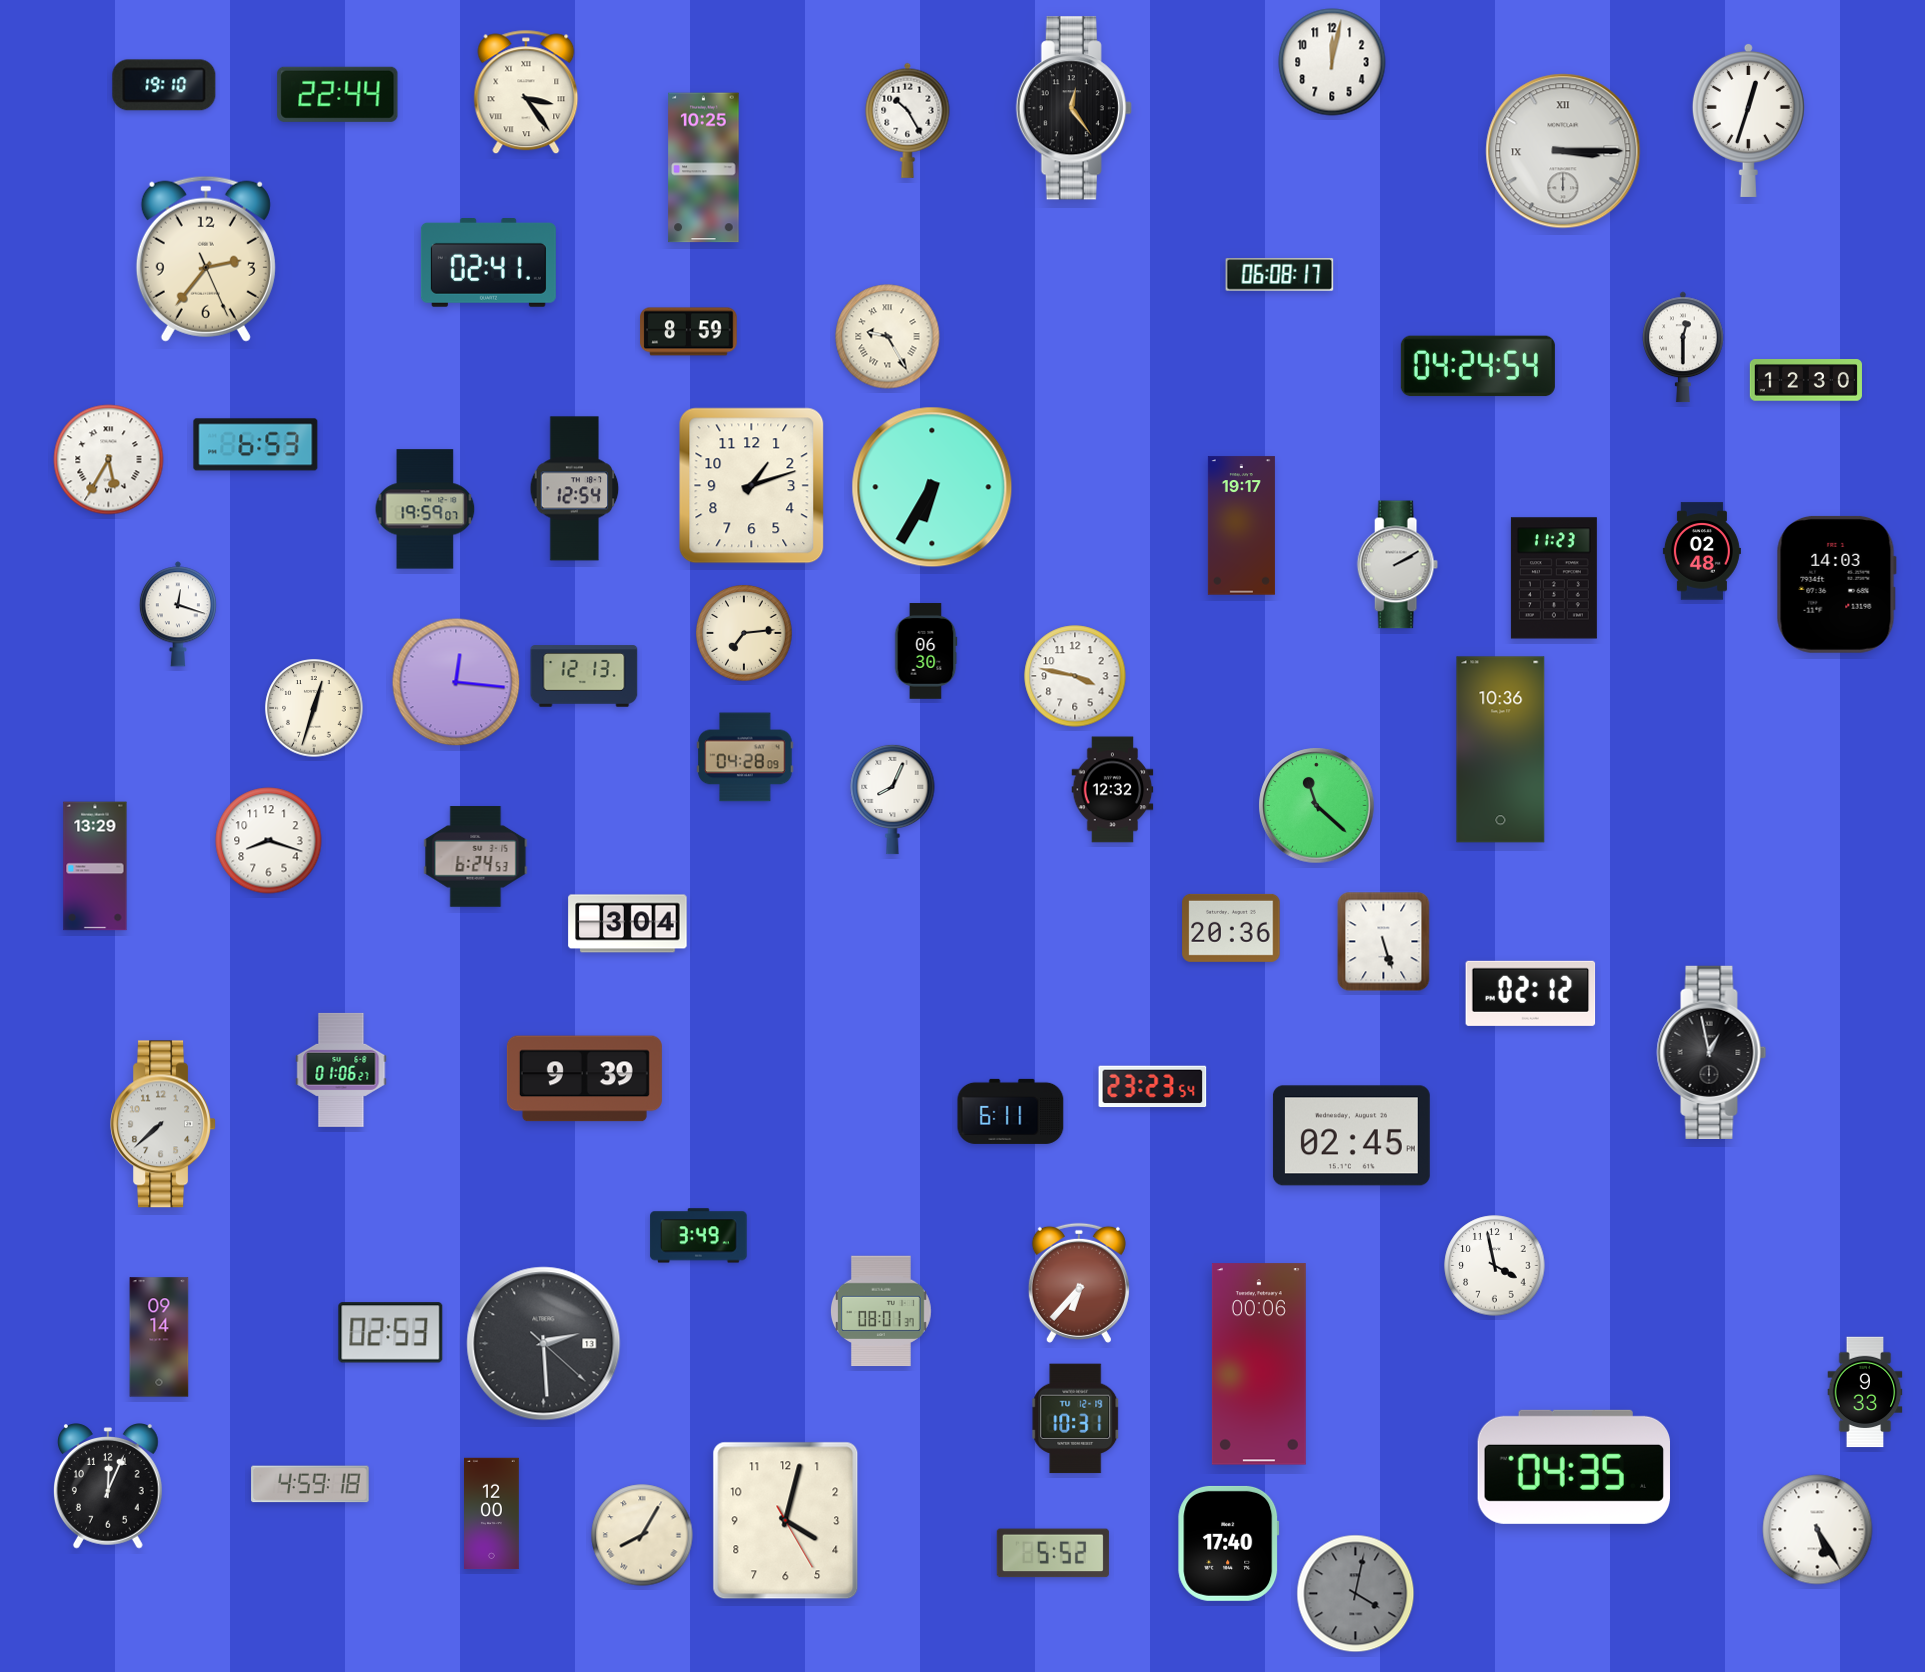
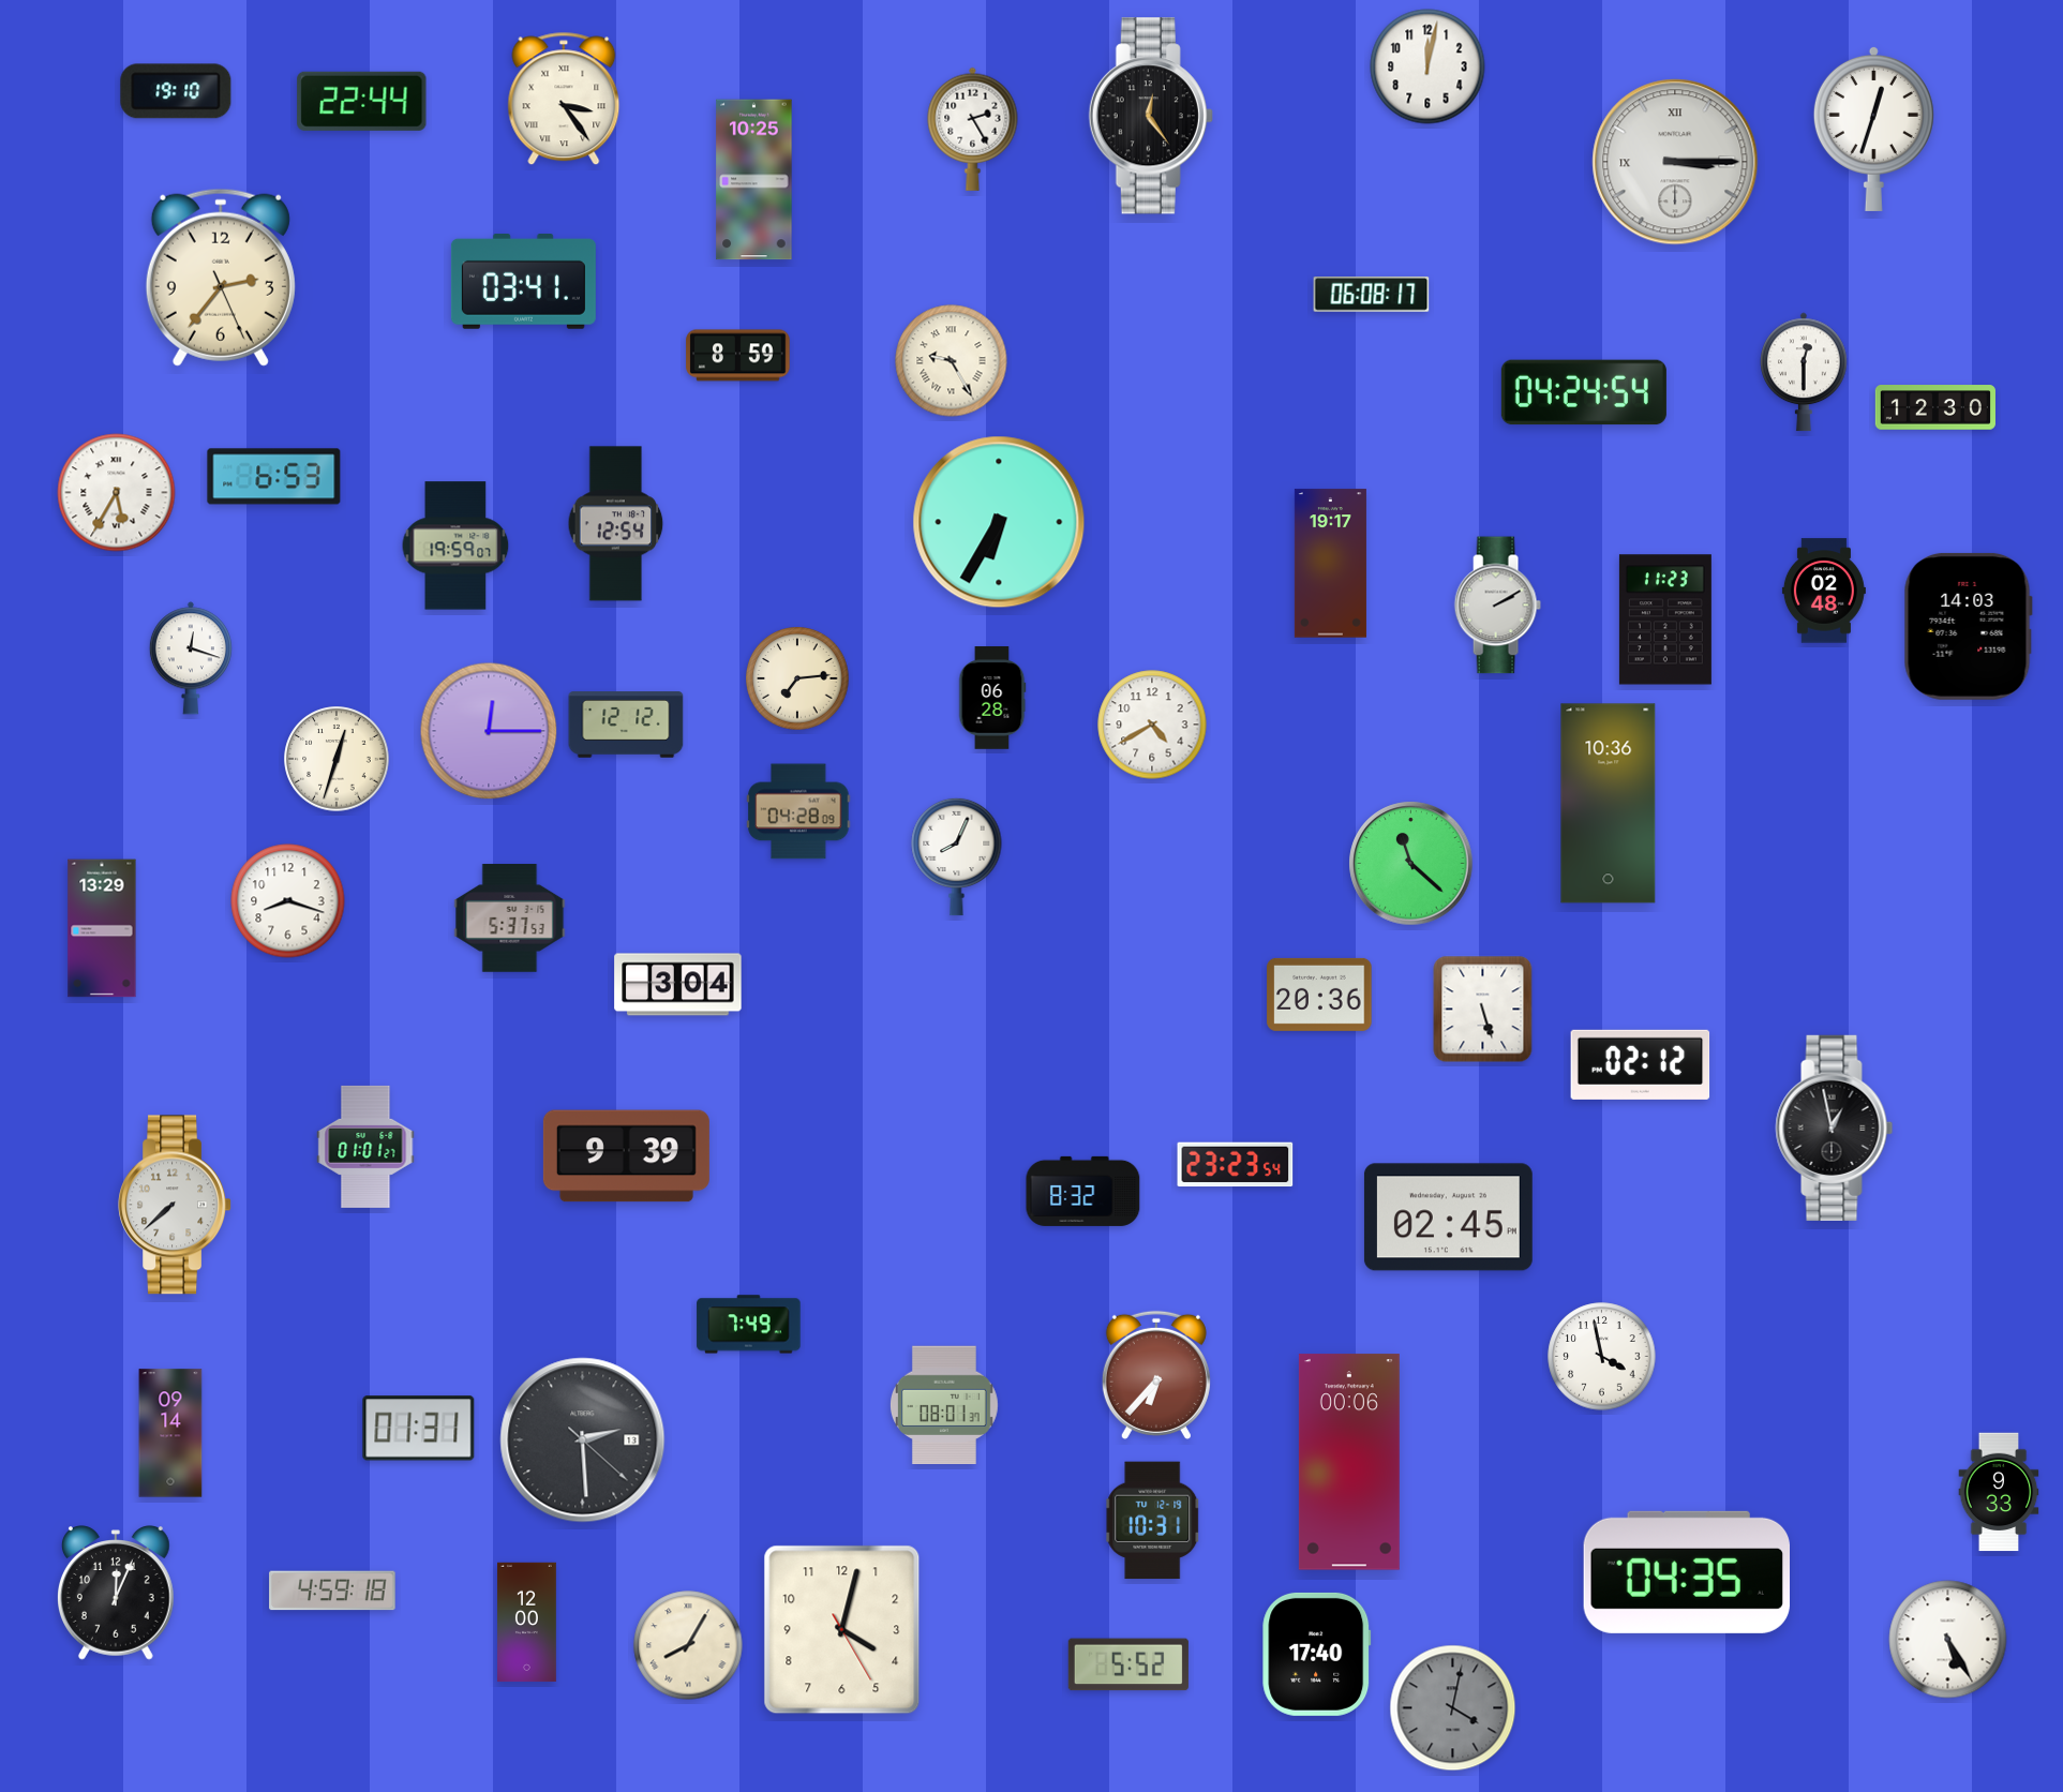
clock at (908, 120): 10:25 -> 2:25
clock at (488, 263): 02:41 -> 03:41
clock at (752, 486): 1:12 -> none
clock at (926, 651): 06:30 -> 06:28
clock at (584, 676): 12:13 -> 12:12
clock at (1075, 676): 3:47 -> 4:40
clock at (456, 682): 12:16 -> 12:15
clock at (1113, 790): 12:32 -> none
clock at (476, 857): 6:24 -> 5:37
clock at (628, 924) position: (628, 924) -> (678, 985)
clock at (341, 1070): 01:06 -> 01:01
clock at (1011, 1111): 6:11 -> 8:32
clock at (699, 1236): 3:49 -> 7:49
clock at (391, 1333): 02:53 -> 01:31
